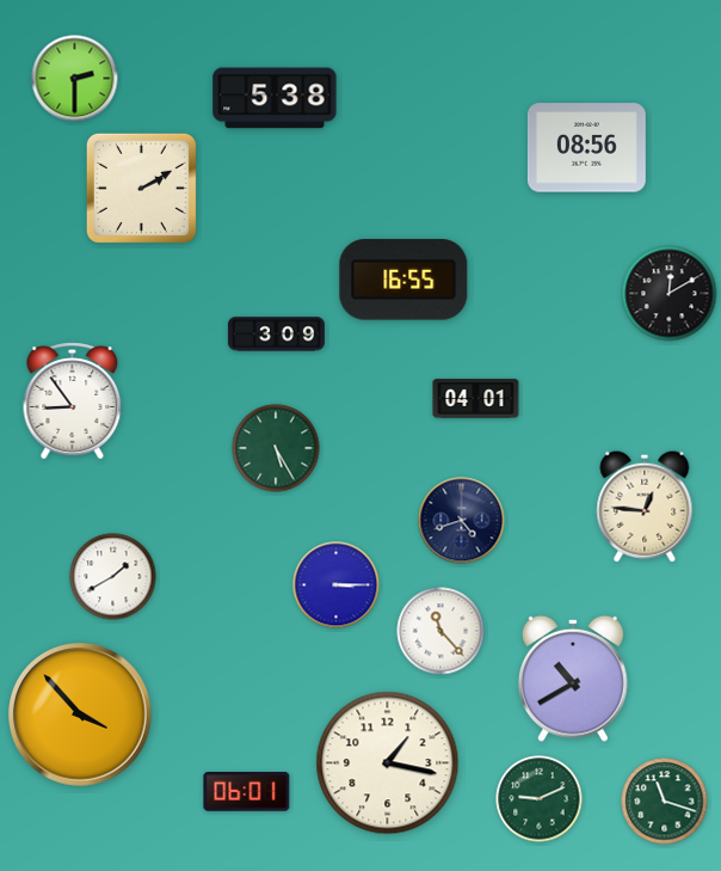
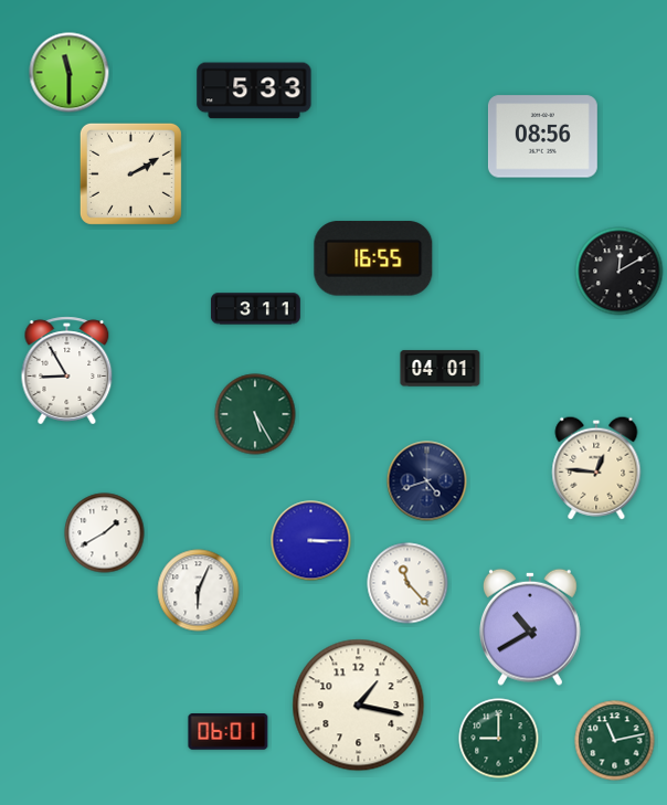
clock at (75, 79): 2:30 -> 11:30
clock at (275, 98): 5:38 -> 5:33
clock at (276, 335): 3:09 -> 3:11
clock at (73, 401): 8:54 -> 8:55
clock at (199, 591): none -> 6:04
clock at (80, 714): 3:53 -> none
clock at (540, 799): 9:11 -> 9:00
clock at (665, 802): 11:18 -> 11:13
